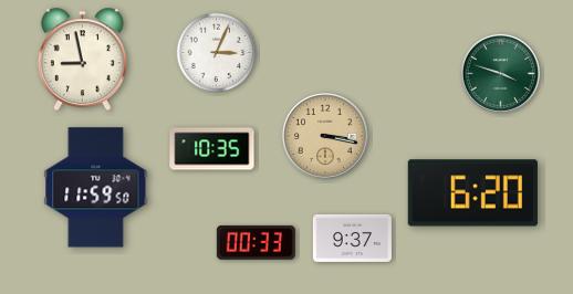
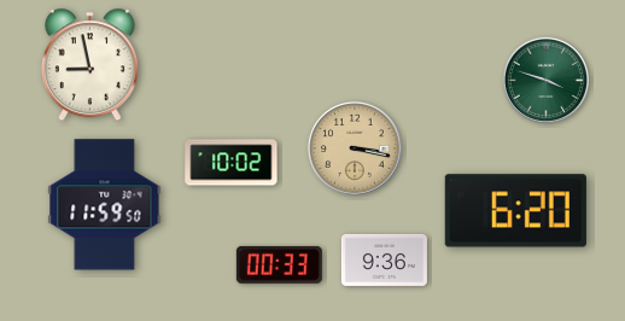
clock at (217, 53): 3:04 -> none
clock at (212, 149): 10:35 -> 10:02
clock at (352, 238): 9:37 -> 9:36
